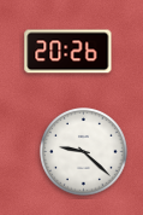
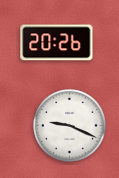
clock at (84, 152): 9:22 -> 9:19
